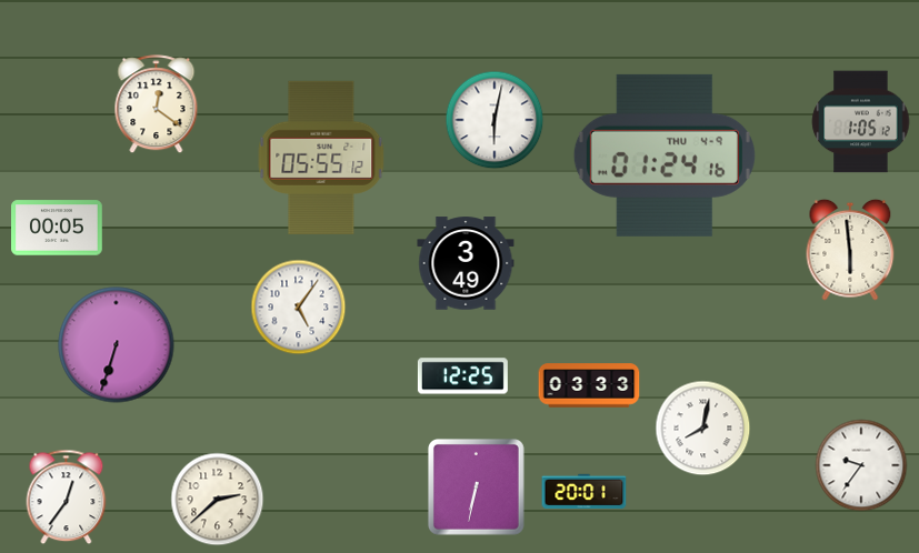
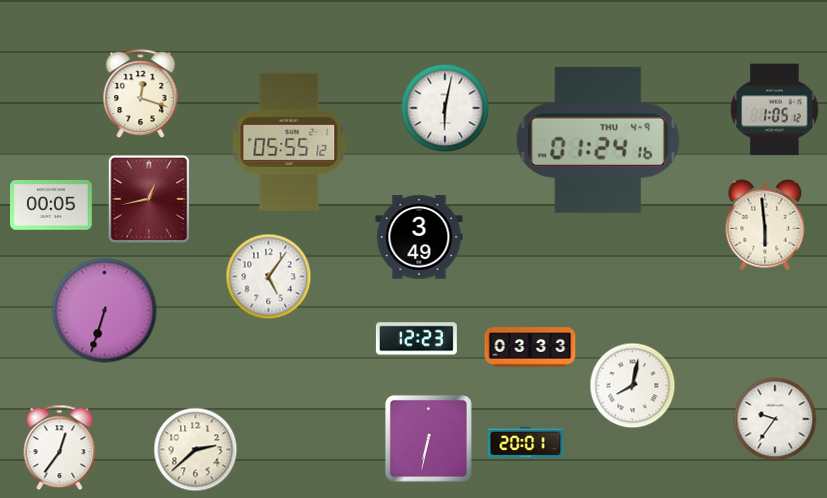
clock at (157, 104): 12:21 -> 12:18
clock at (149, 199): none -> 12:43
clock at (462, 376): 12:25 -> 12:23
